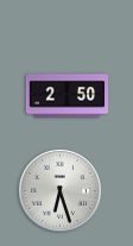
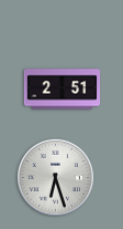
clock at (68, 96): 2:50 -> 2:51
